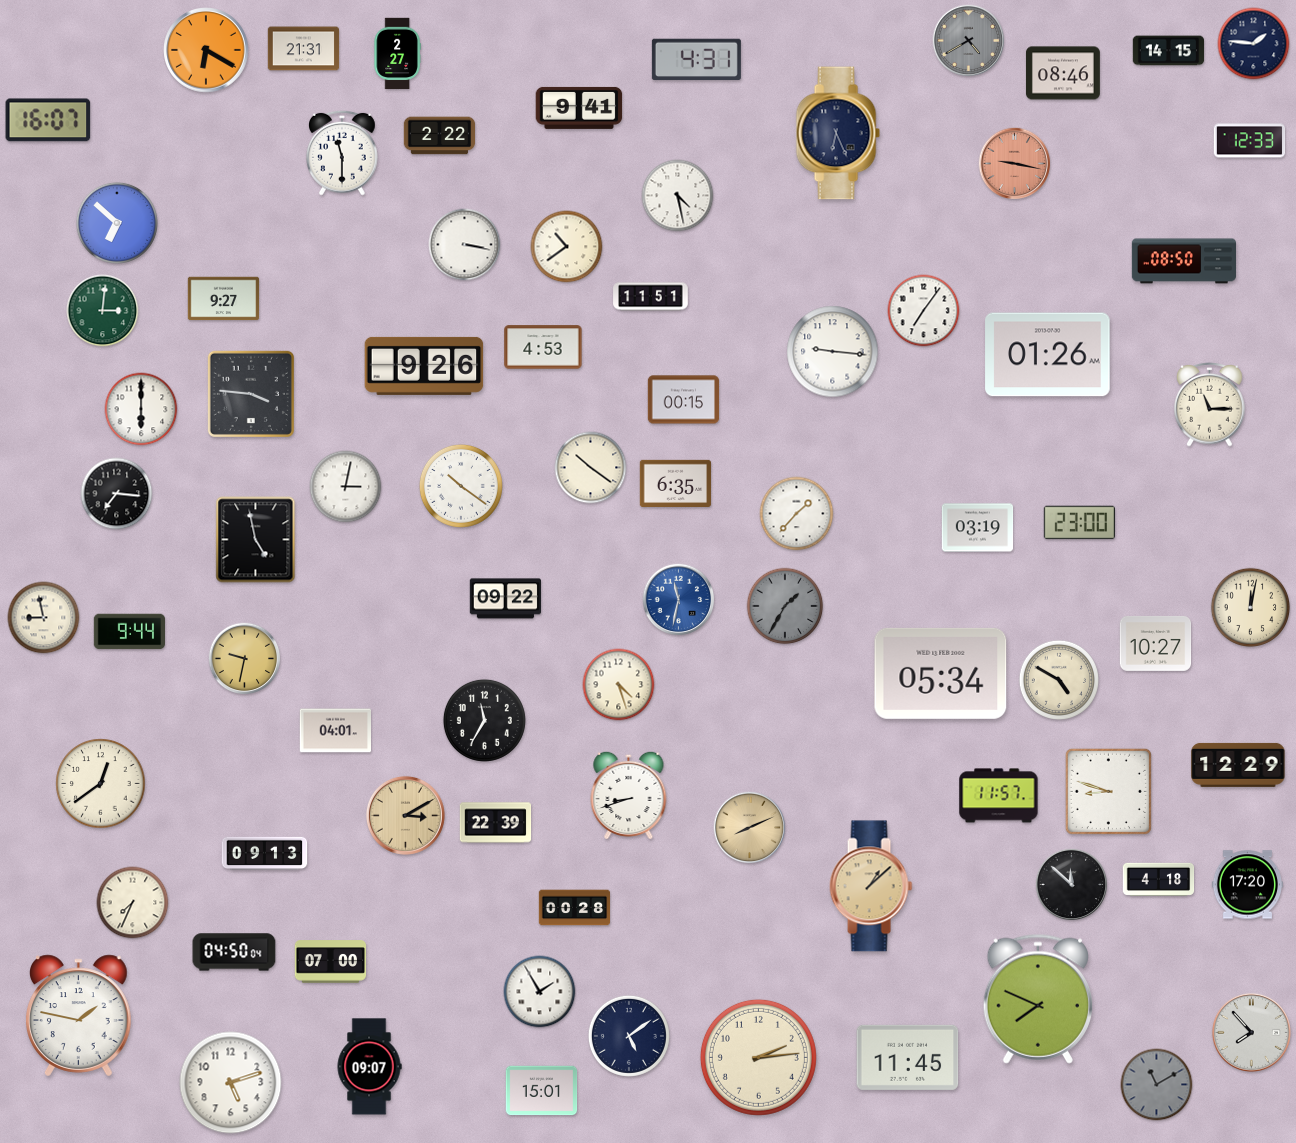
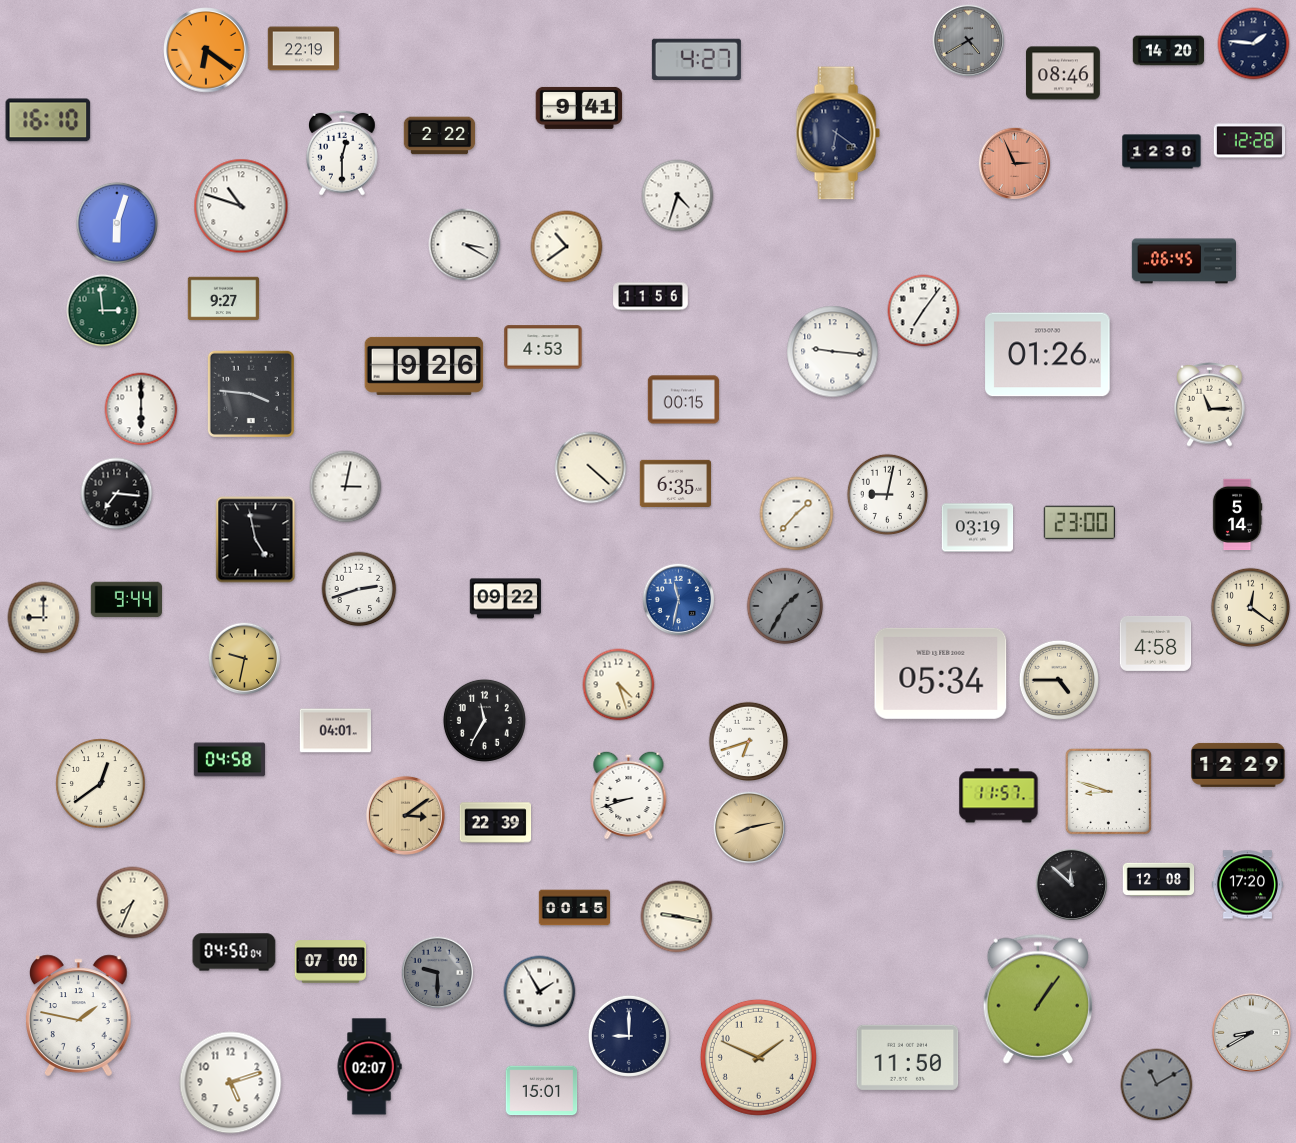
clock at (304, 49): 21:31 -> 22:19
clock at (206, 50): 6:20 -> 6:21
clock at (1169, 51): 14:15 -> 14:20
clock at (397, 54): 2:27 -> none
clock at (696, 60): 4:31 -> 4:27
clock at (48, 120): 16:07 -> 16:10
clock at (838, 133): 6:26 -> 6:21
clock at (1250, 141): 12:33 -> 12:28
clock at (1162, 152): none -> 12:30
clock at (343, 153): 11:30 -> 12:30
clock at (1015, 164): 9:17 -> 2:56
clock at (678, 196): 4:28 -> 4:33
clock at (241, 206): none -> 10:48
clock at (117, 223): 6:52 -> 6:03
clock at (465, 245): 3:17 -> 3:20
clock at (1183, 261): 08:50 -> 06:45
clock at (651, 297): 11:51 -> 11:56
clock at (103, 311): 3:01 -> 2:59
clock at (591, 468): 10:21 -> 4:22
clock at (461, 486): 10:21 -> none
clock at (887, 494): none -> 9:02
clock at (1237, 515): none -> 5:14
clock at (359, 589): none -> 2:42
clock at (1251, 608): 12:02 -> 12:21
clock at (44, 618): 8:58 -> 9:00
clock at (130, 632) position: (130, 632) -> (127, 600)
clock at (1156, 643): 10:27 -> 4:58
clock at (1058, 679): 4:50 -> 4:45
clock at (749, 742): none -> 6:42
clock at (230, 760): none -> 04:58
clock at (405, 815): 3:10 -> 3:09
clock at (750, 828): 8:11 -> 8:13
clock at (265, 853): 09:13 -> none
clock at (1159, 879): 4:18 -> 12:08
clock at (871, 886): 1:08 -> none
clock at (575, 908): 00:28 -> 00:15
clock at (677, 917): none -> 9:17
clock at (438, 973): none -> 9:30
clock at (1038, 999): 7:49 -> 1:06
clock at (1251, 1032): 7:53 -> 8:40
clock at (629, 1036): 5:09 -> 9:00
clock at (758, 1057): 2:14 -> 1:49
clock at (908, 1057): 11:45 -> 11:50
clock at (369, 1067): 09:07 -> 02:07
